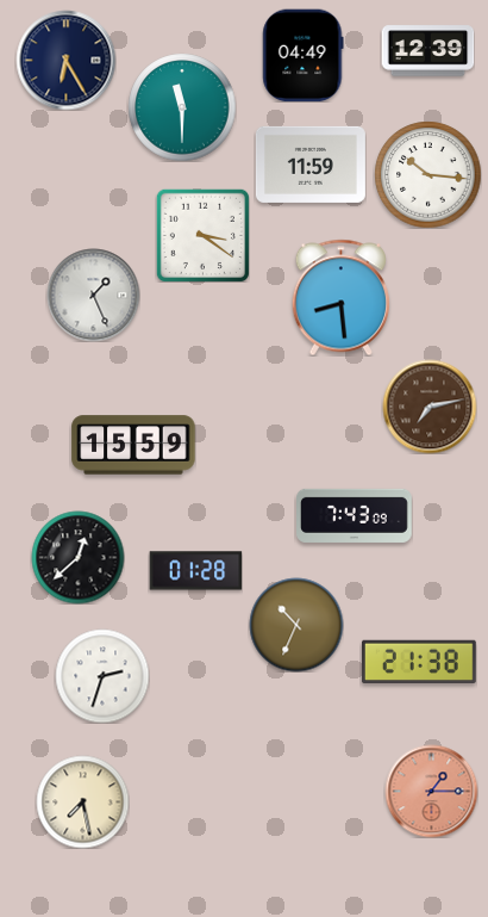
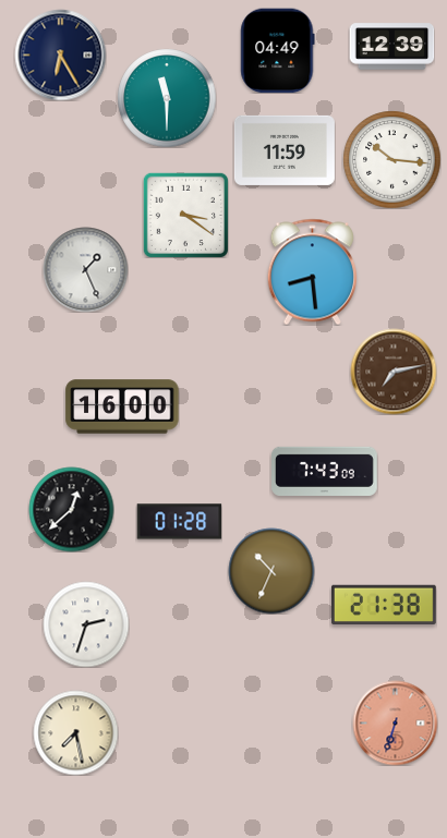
clock at (133, 445): 15:59 -> 16:00
clock at (102, 676) position: (102, 676) -> (86, 624)
clock at (431, 791): 1:15 -> 6:33
